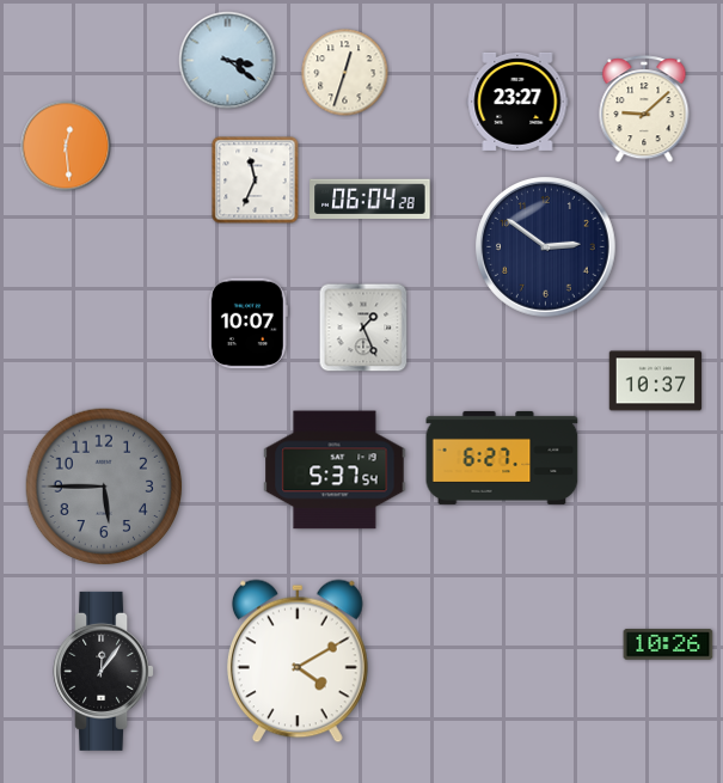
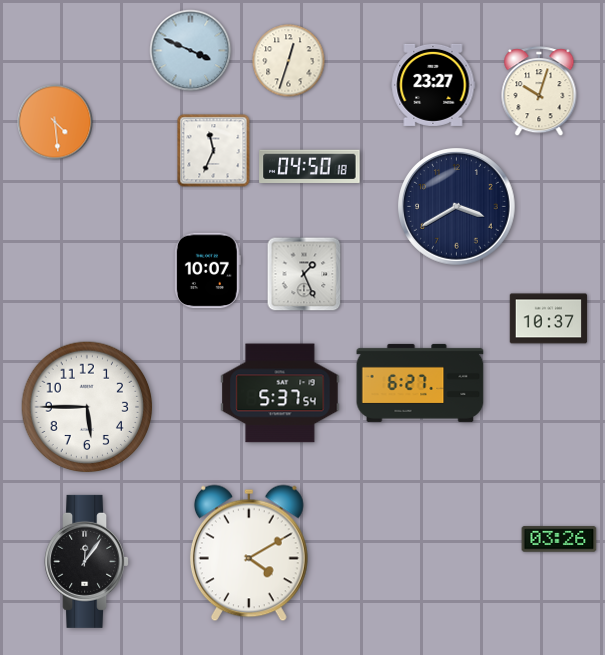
clock at (228, 61): 3:21 -> 3:49
clock at (644, 110): 9:08 -> 10:03
clock at (66, 146): 12:29 -> 4:29
clock at (370, 200): 06:04 -> 04:50
clock at (546, 247): 2:51 -> 3:40
clock at (104, 487) dial: grey -> white
clock at (668, 644): 10:26 -> 03:26
